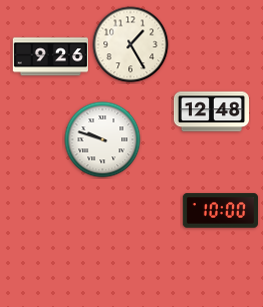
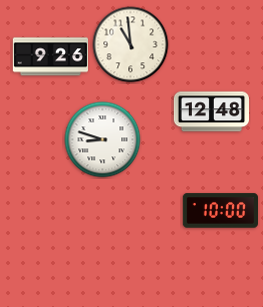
clock at (131, 45): 1:25 -> 10:59
clock at (103, 140): 9:48 -> 8:48
